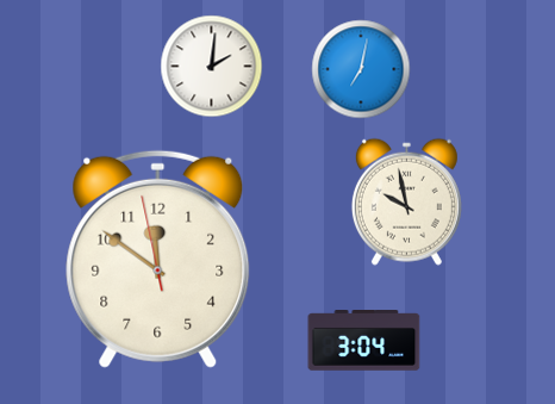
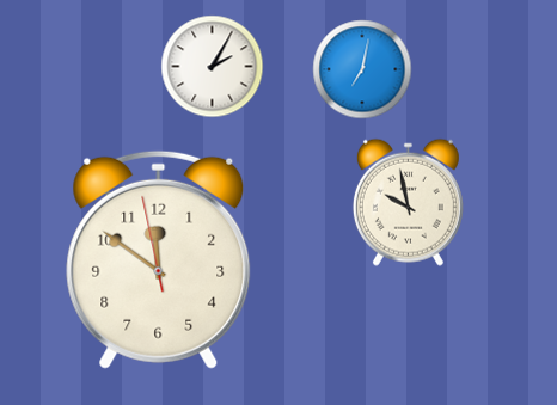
clock at (212, 67): 2:01 -> 2:05
clock at (364, 341): 3:04 -> none
